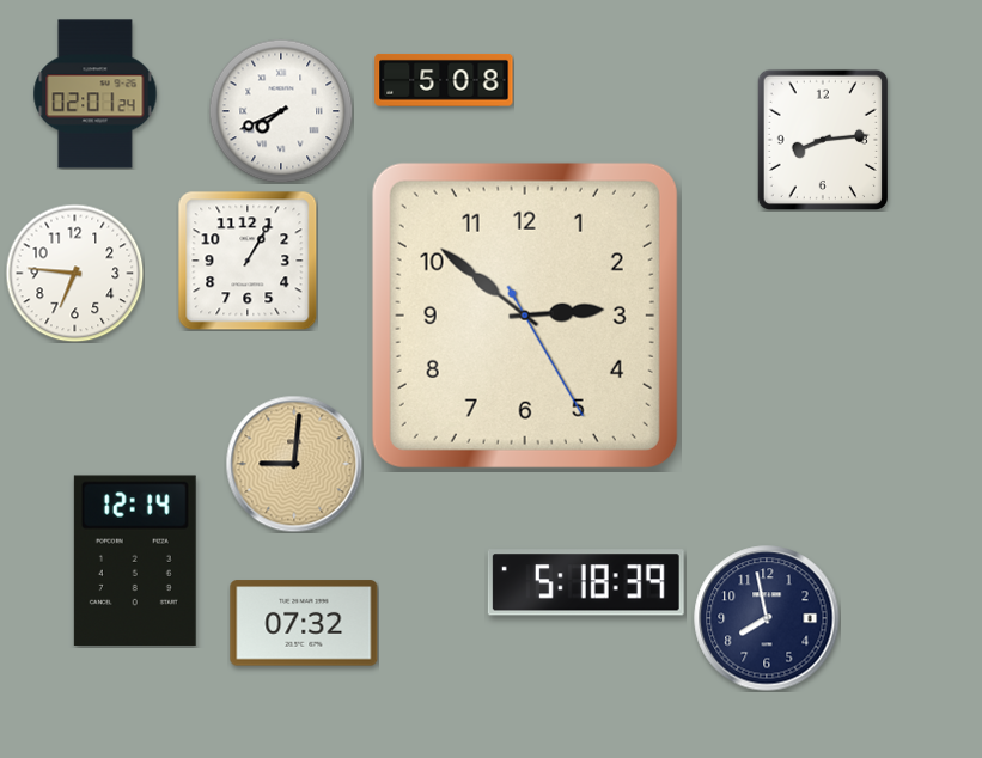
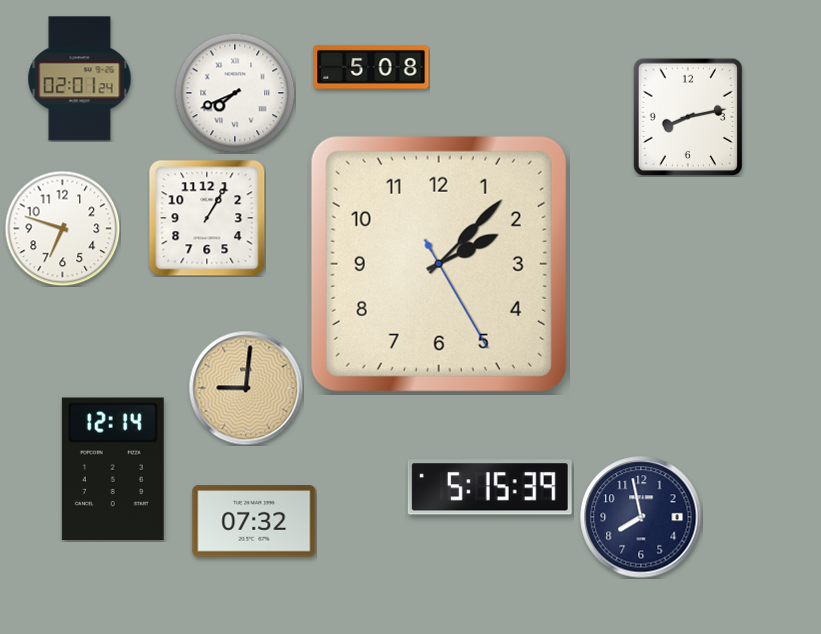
clock at (822, 139): 8:14 -> 8:13
clock at (74, 273): 6:46 -> 6:48
clock at (525, 316): 2:51 -> 2:07
clock at (586, 582): 5:18 -> 5:15
